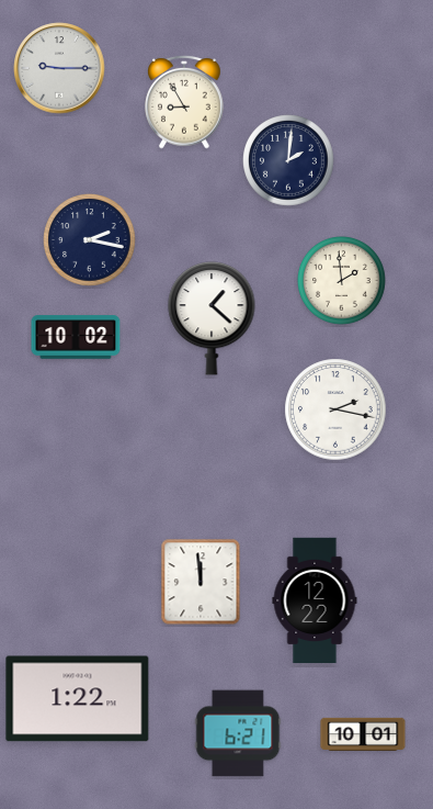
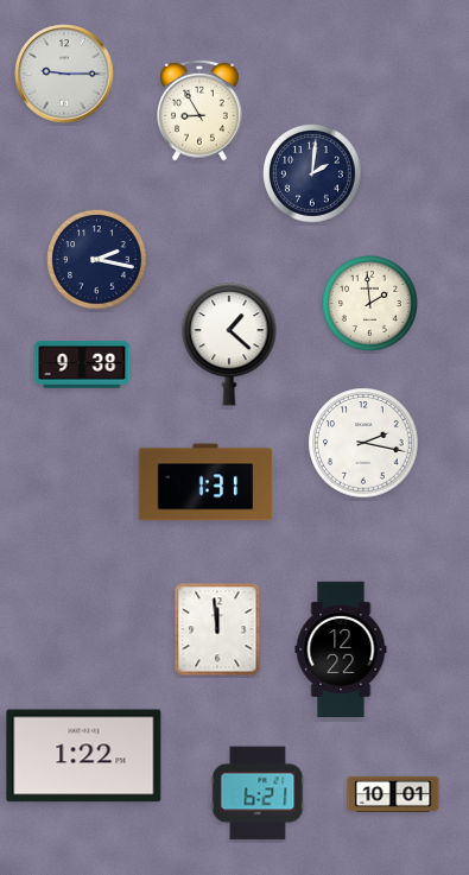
clock at (76, 337): 10:02 -> 9:38
clock at (205, 482): none -> 1:31
